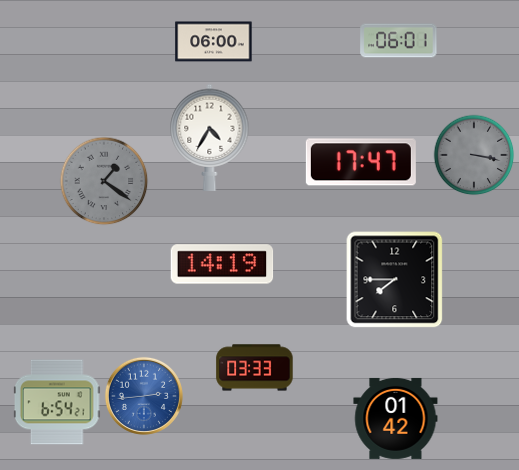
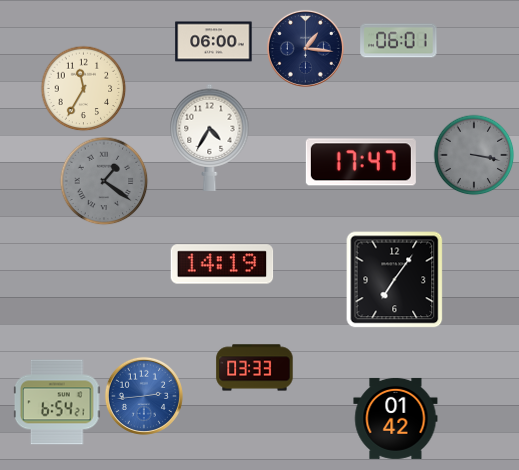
clock at (305, 48): none -> 1:16
clock at (83, 88): none -> 11:35
clock at (395, 280): 7:45 -> 7:06
